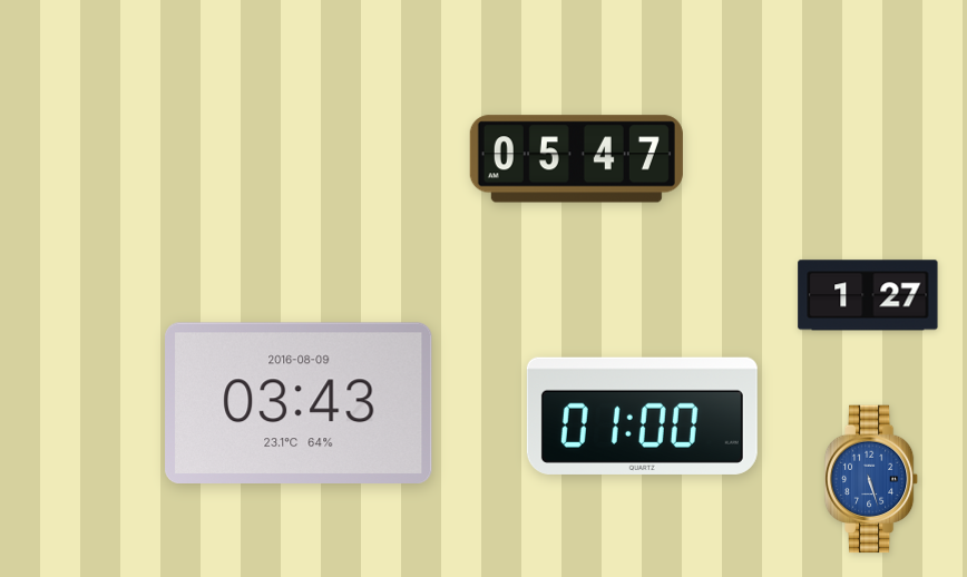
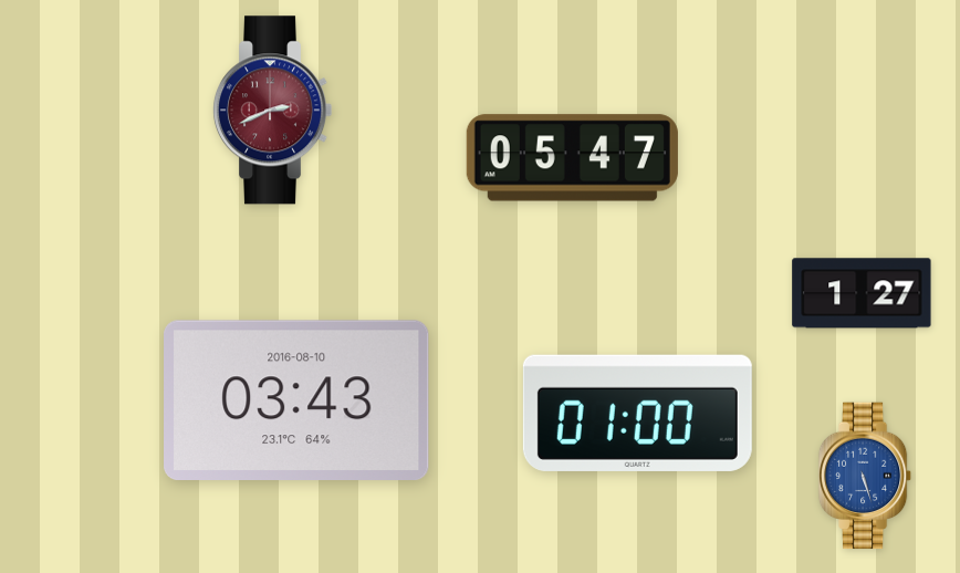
clock at (272, 111): none -> 2:41
clock at (299, 402) date: 2016-08-09 -> 2016-08-10
